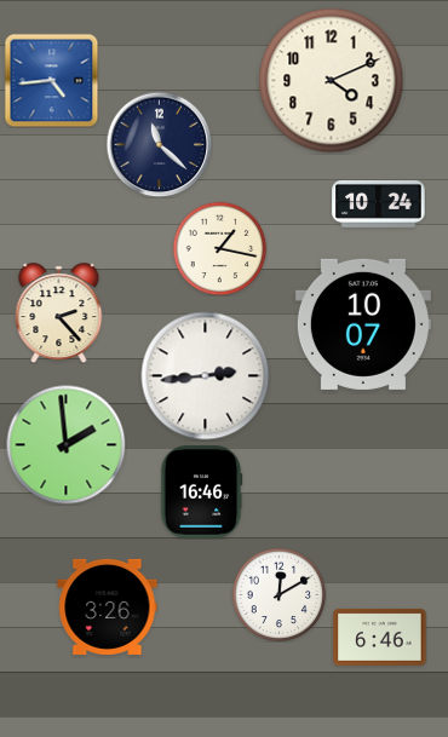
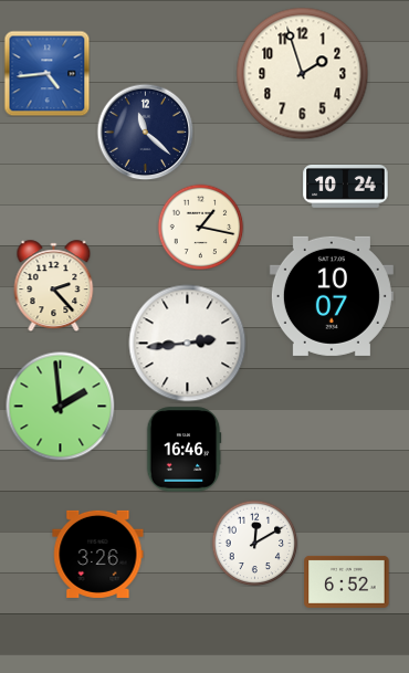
clock at (332, 81): 4:11 -> 1:57
clock at (380, 637): 6:46 -> 6:52
